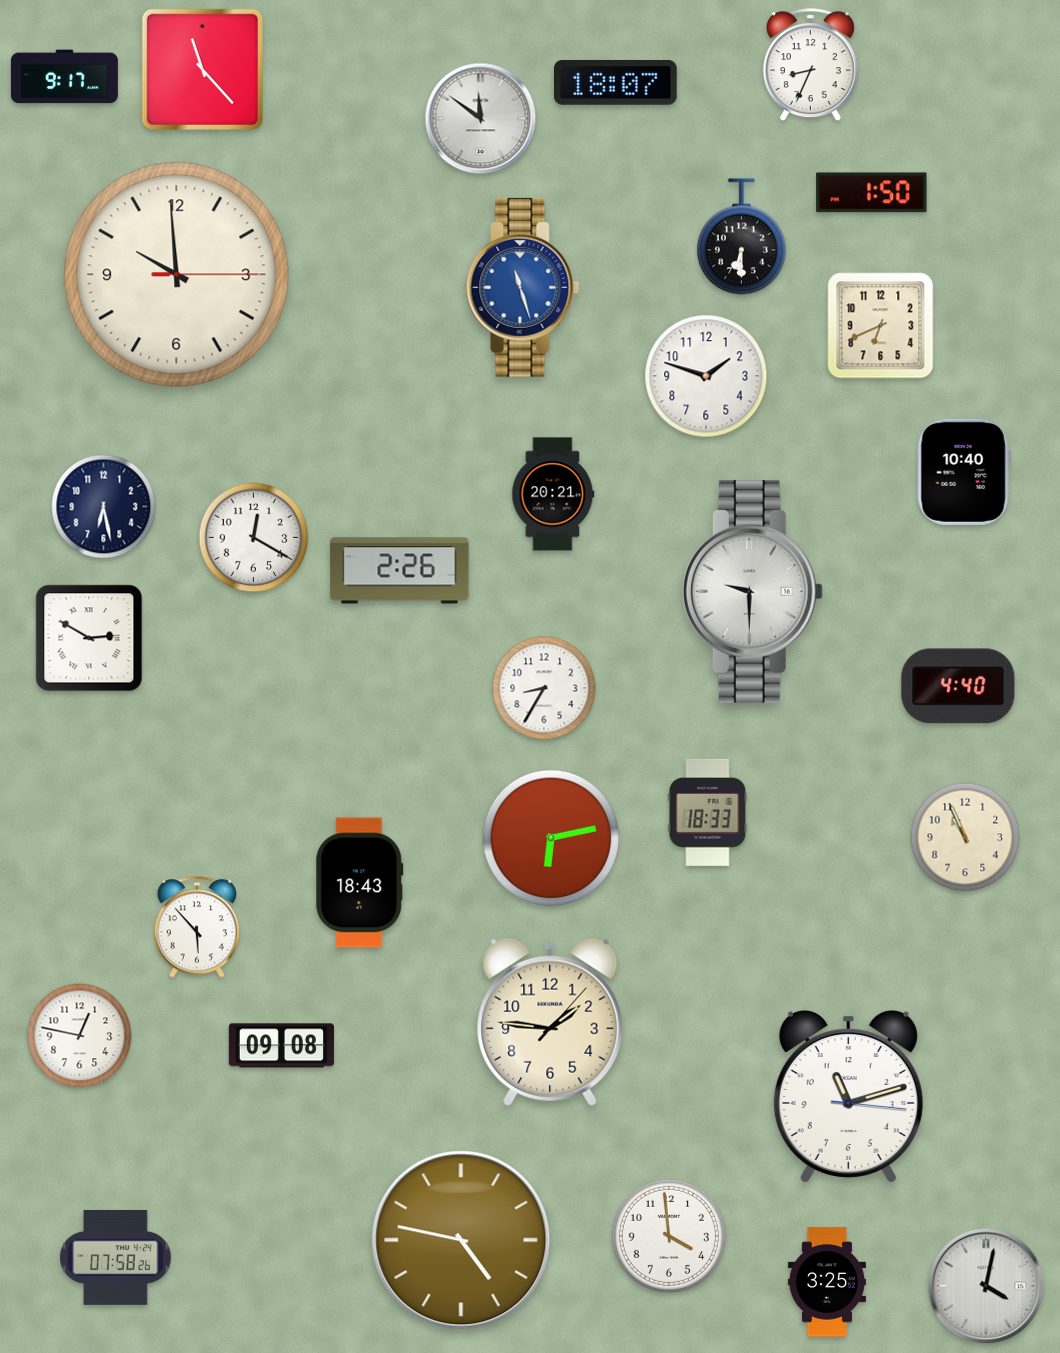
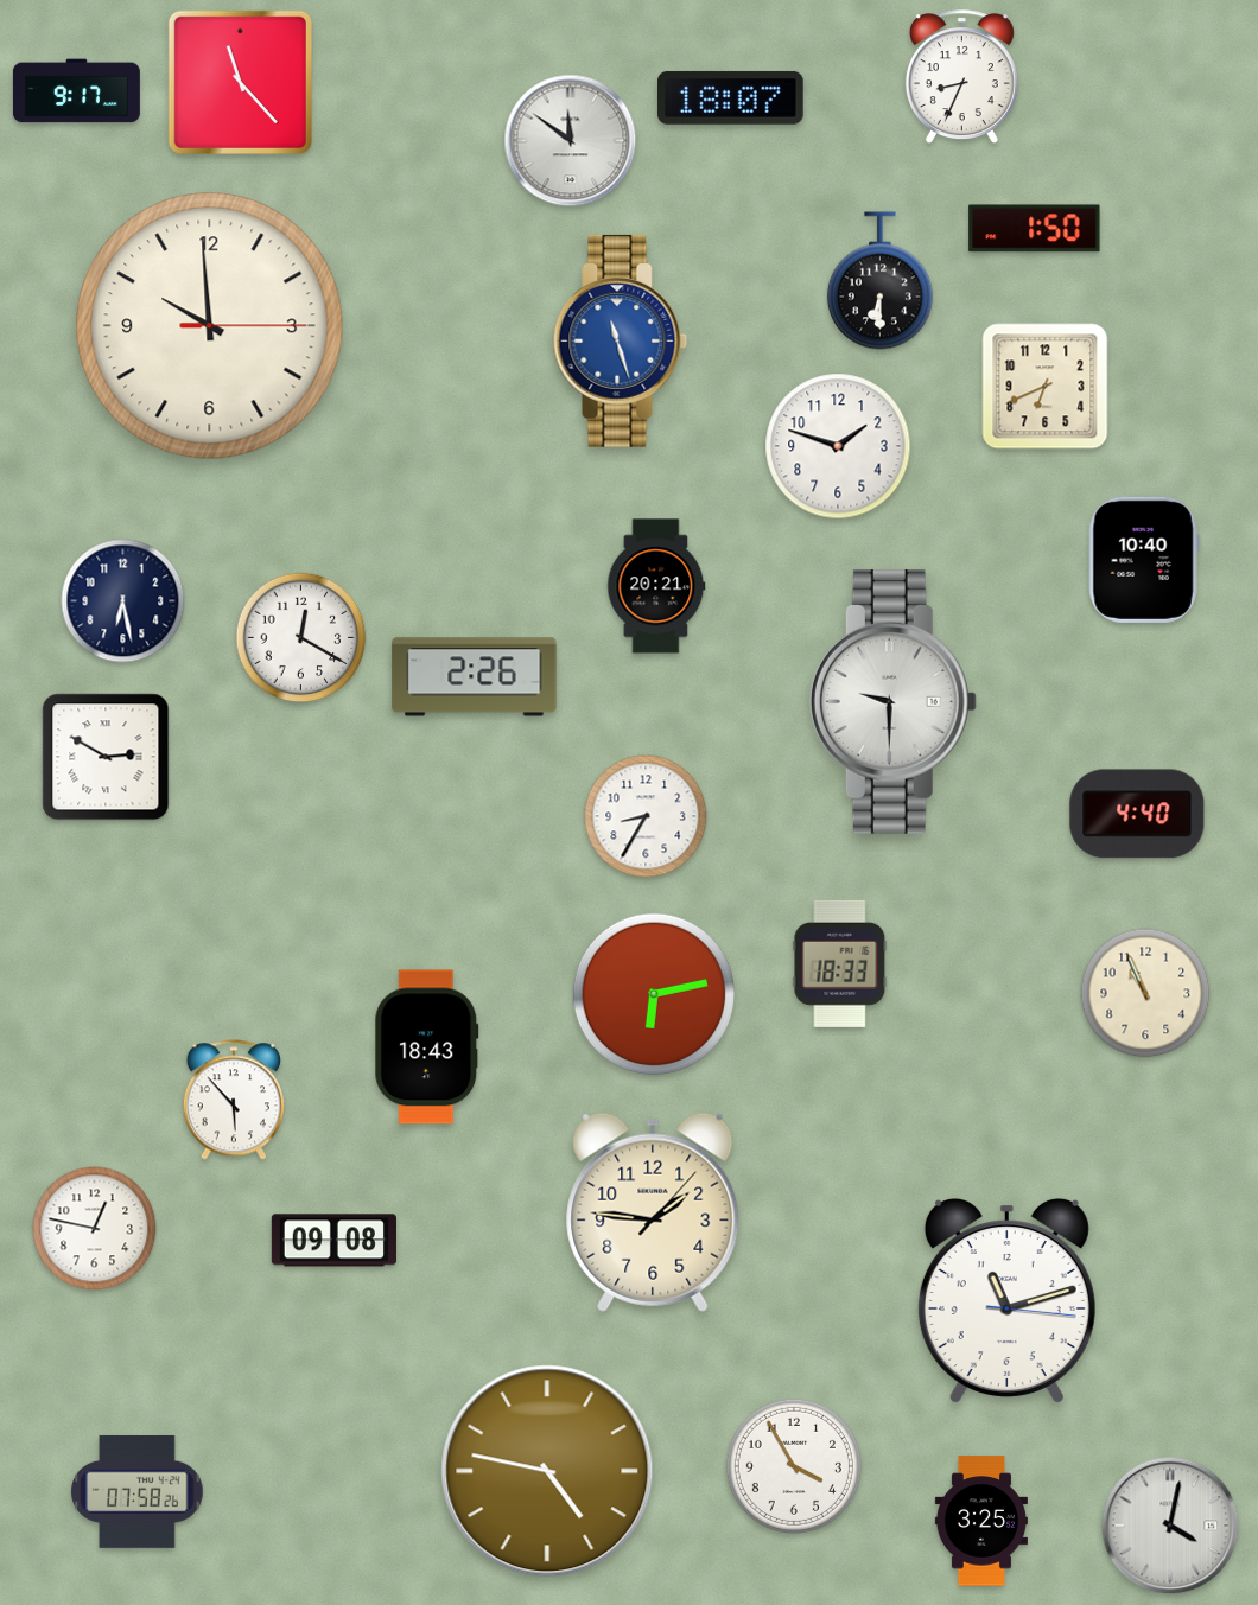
clock at (669, 1236): 3:59 -> 3:55
